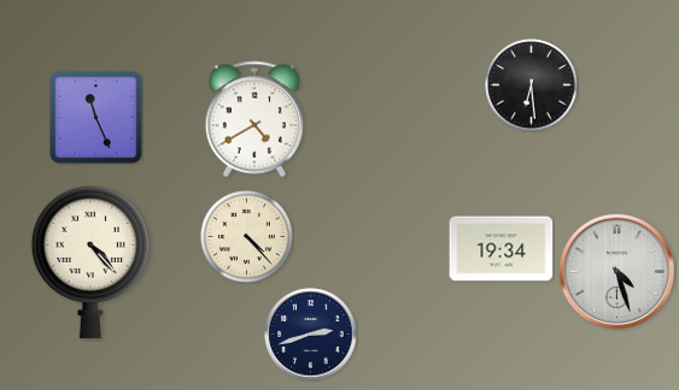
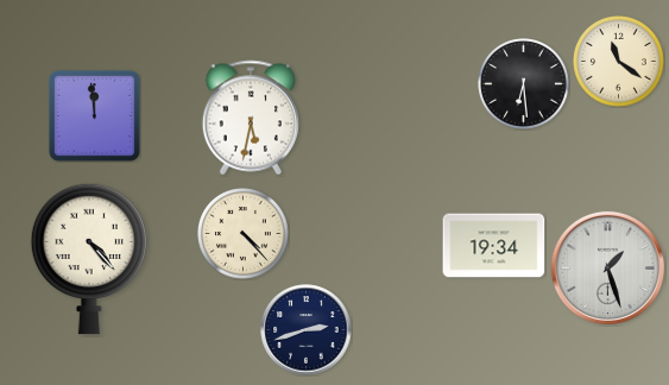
clock at (619, 62): none -> 11:21
clock at (95, 117): 11:26 -> 11:59
clock at (253, 119): 4:40 -> 5:32
clock at (616, 271): 4:27 -> 1:27
